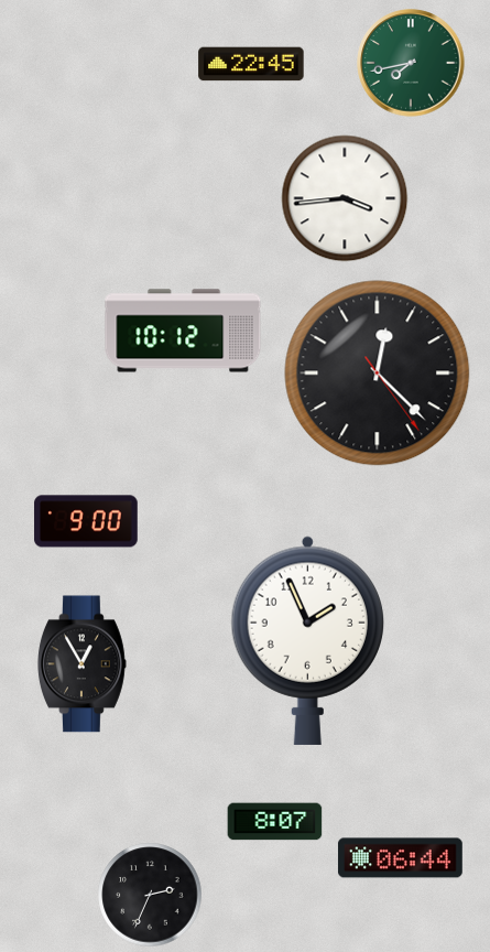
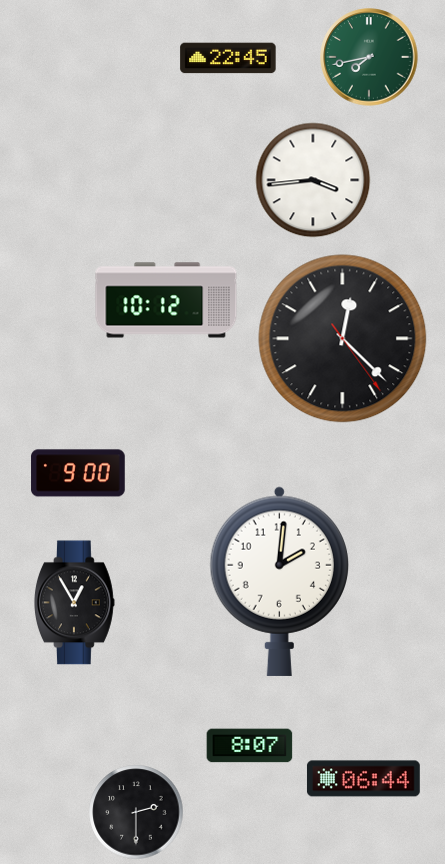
clock at (411, 63) position: (411, 63) -> (369, 57)
clock at (307, 640): 1:56 -> 2:01
clock at (150, 895): 2:34 -> 2:30
